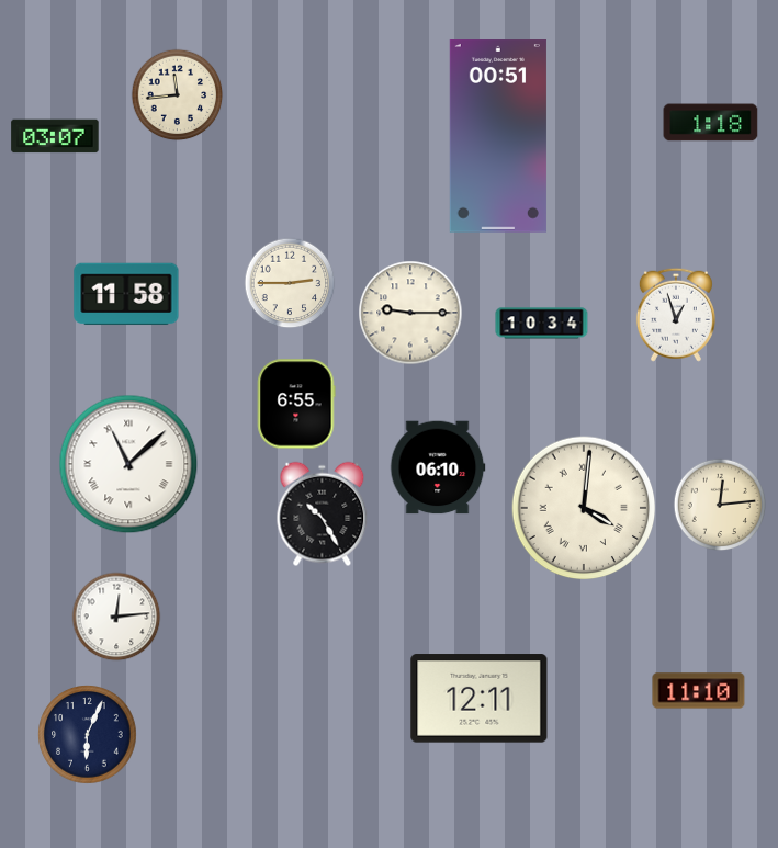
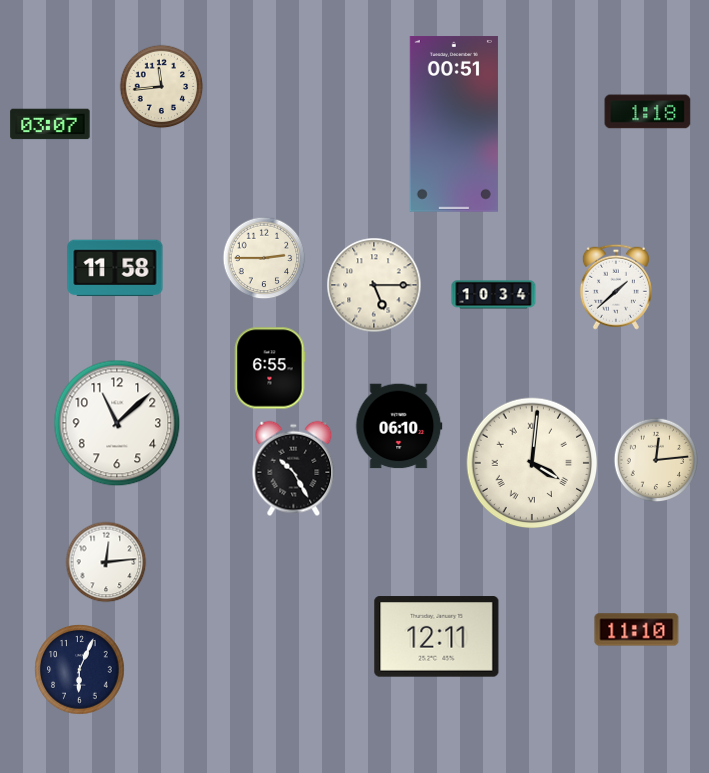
clock at (410, 313): 9:15 -> 5:15
clock at (676, 315): 12:57 -> 1:38
clock at (128, 464) numerals: Roman -> Arabic
